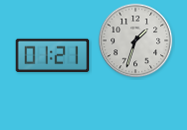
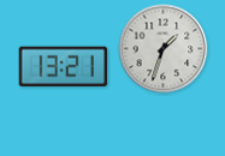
clock at (53, 56): 01:21 -> 13:21
